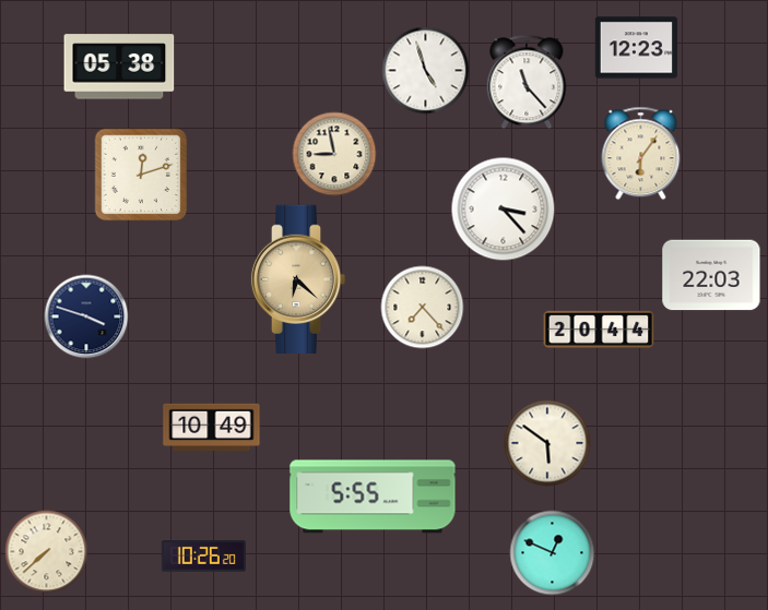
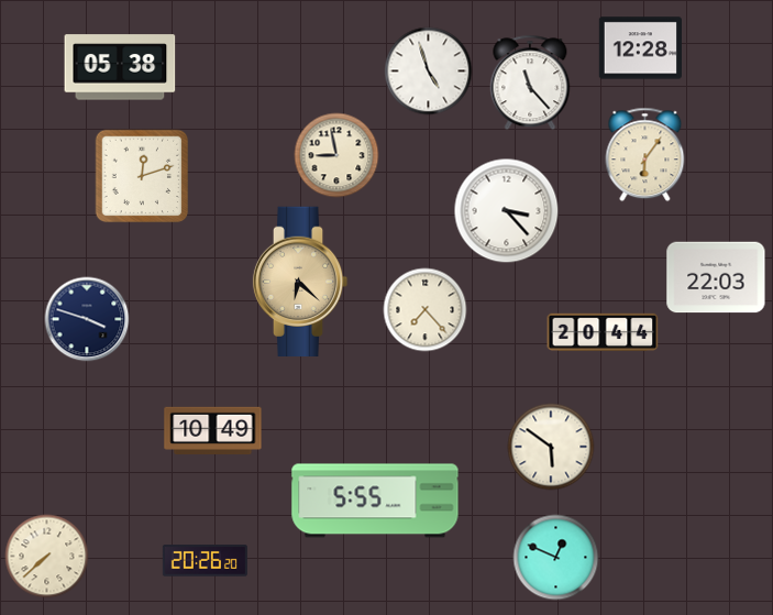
clock at (636, 48): 12:23 -> 12:28
clock at (203, 557): 10:26 -> 20:26
